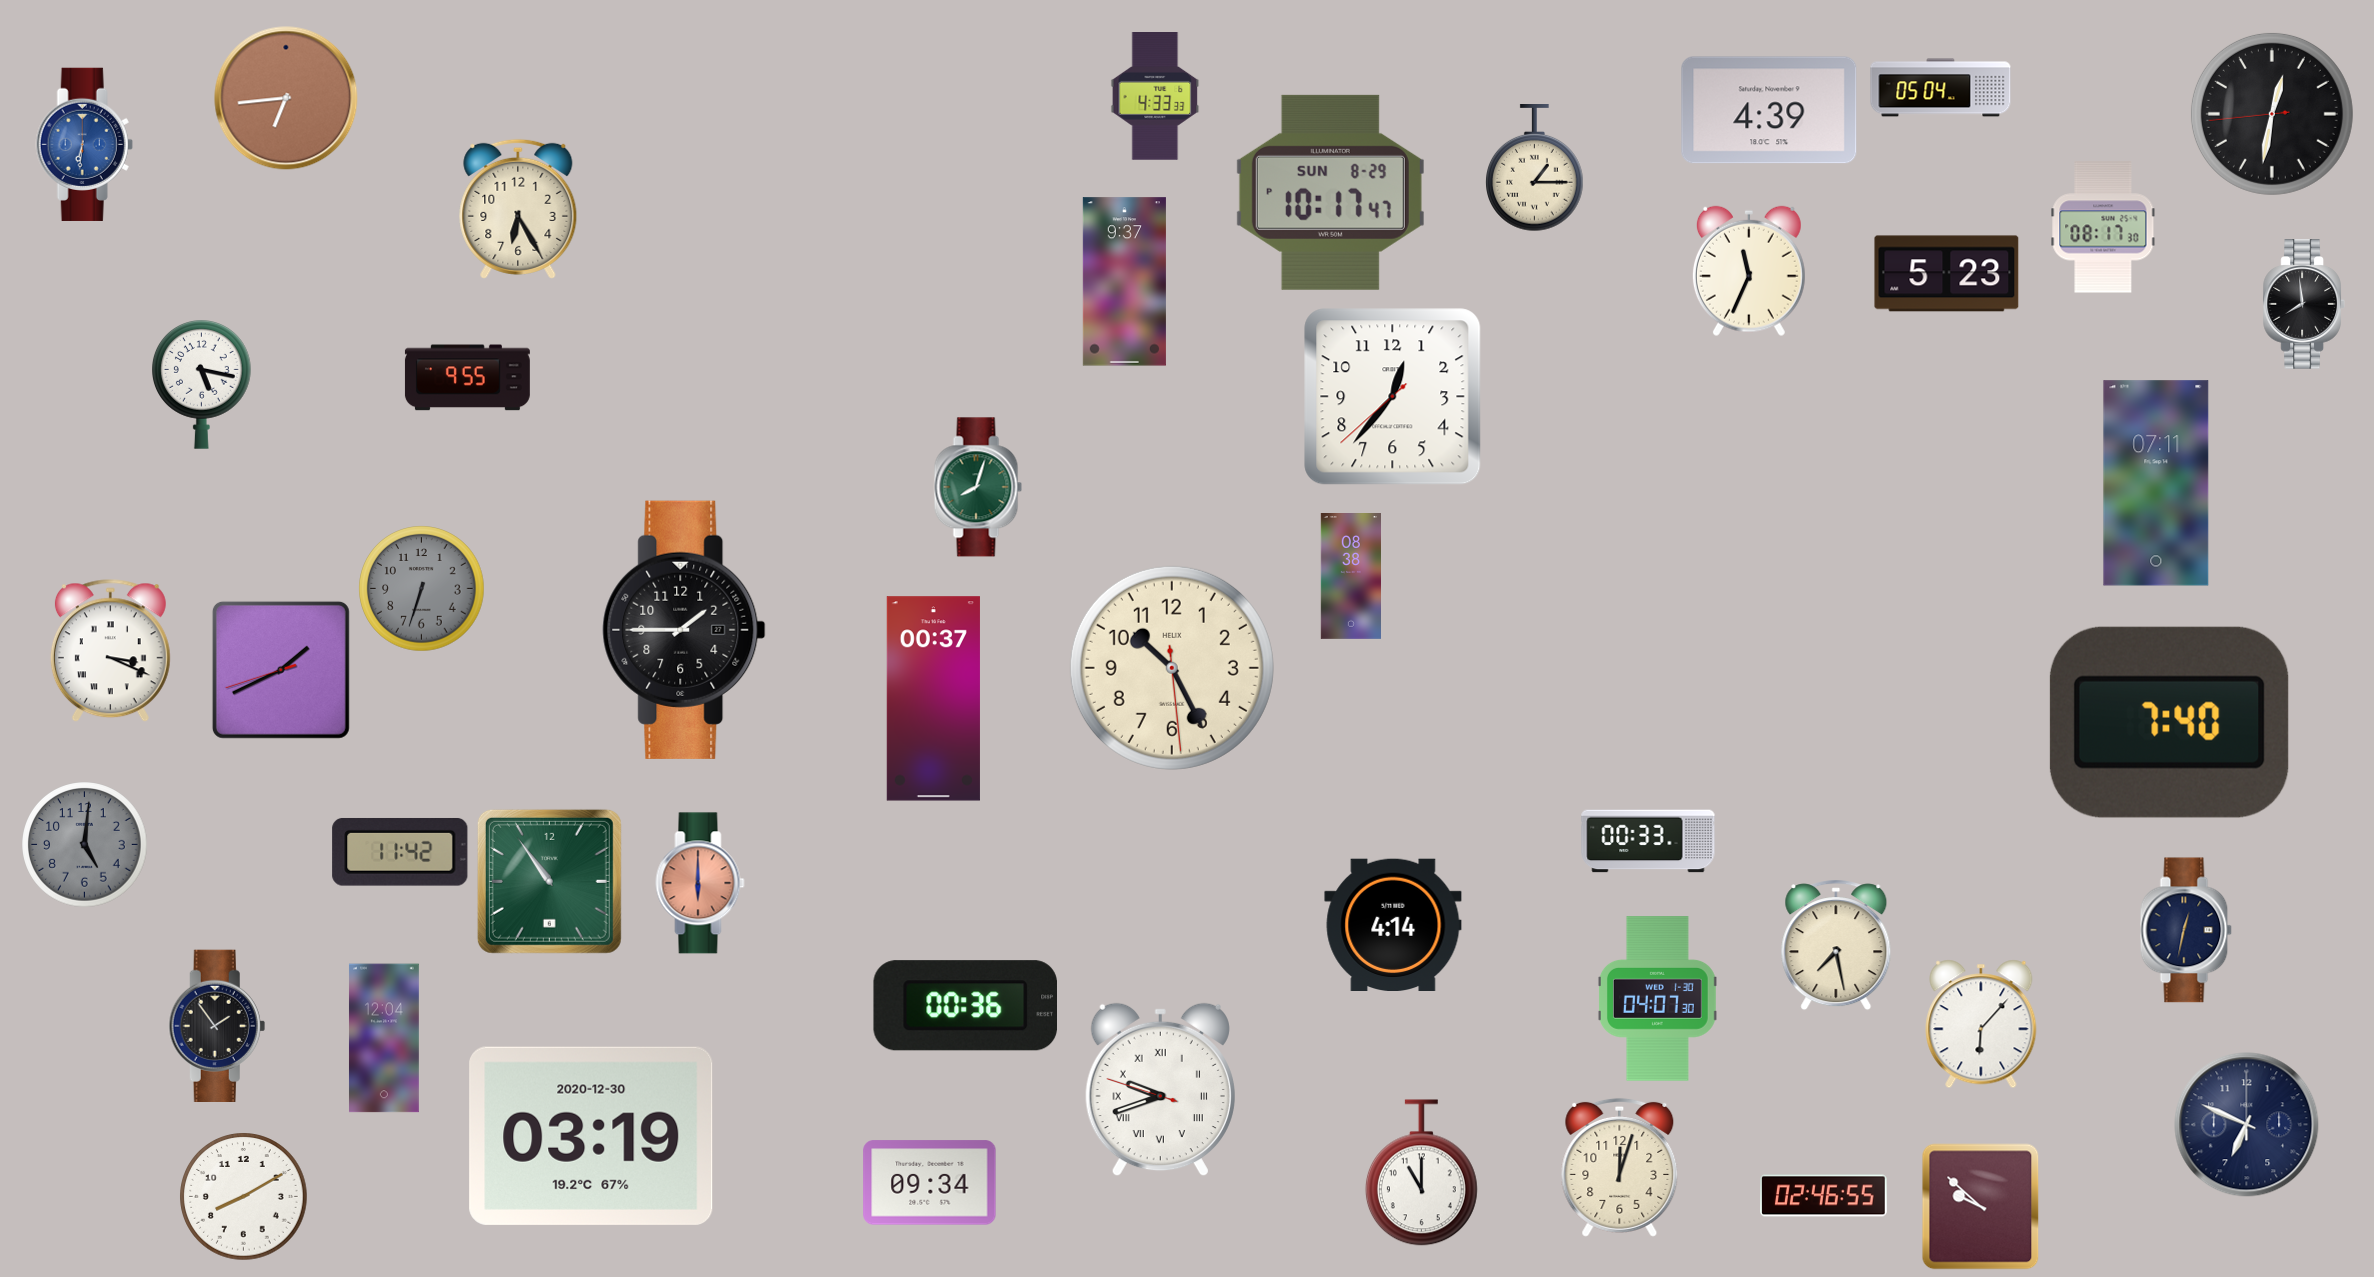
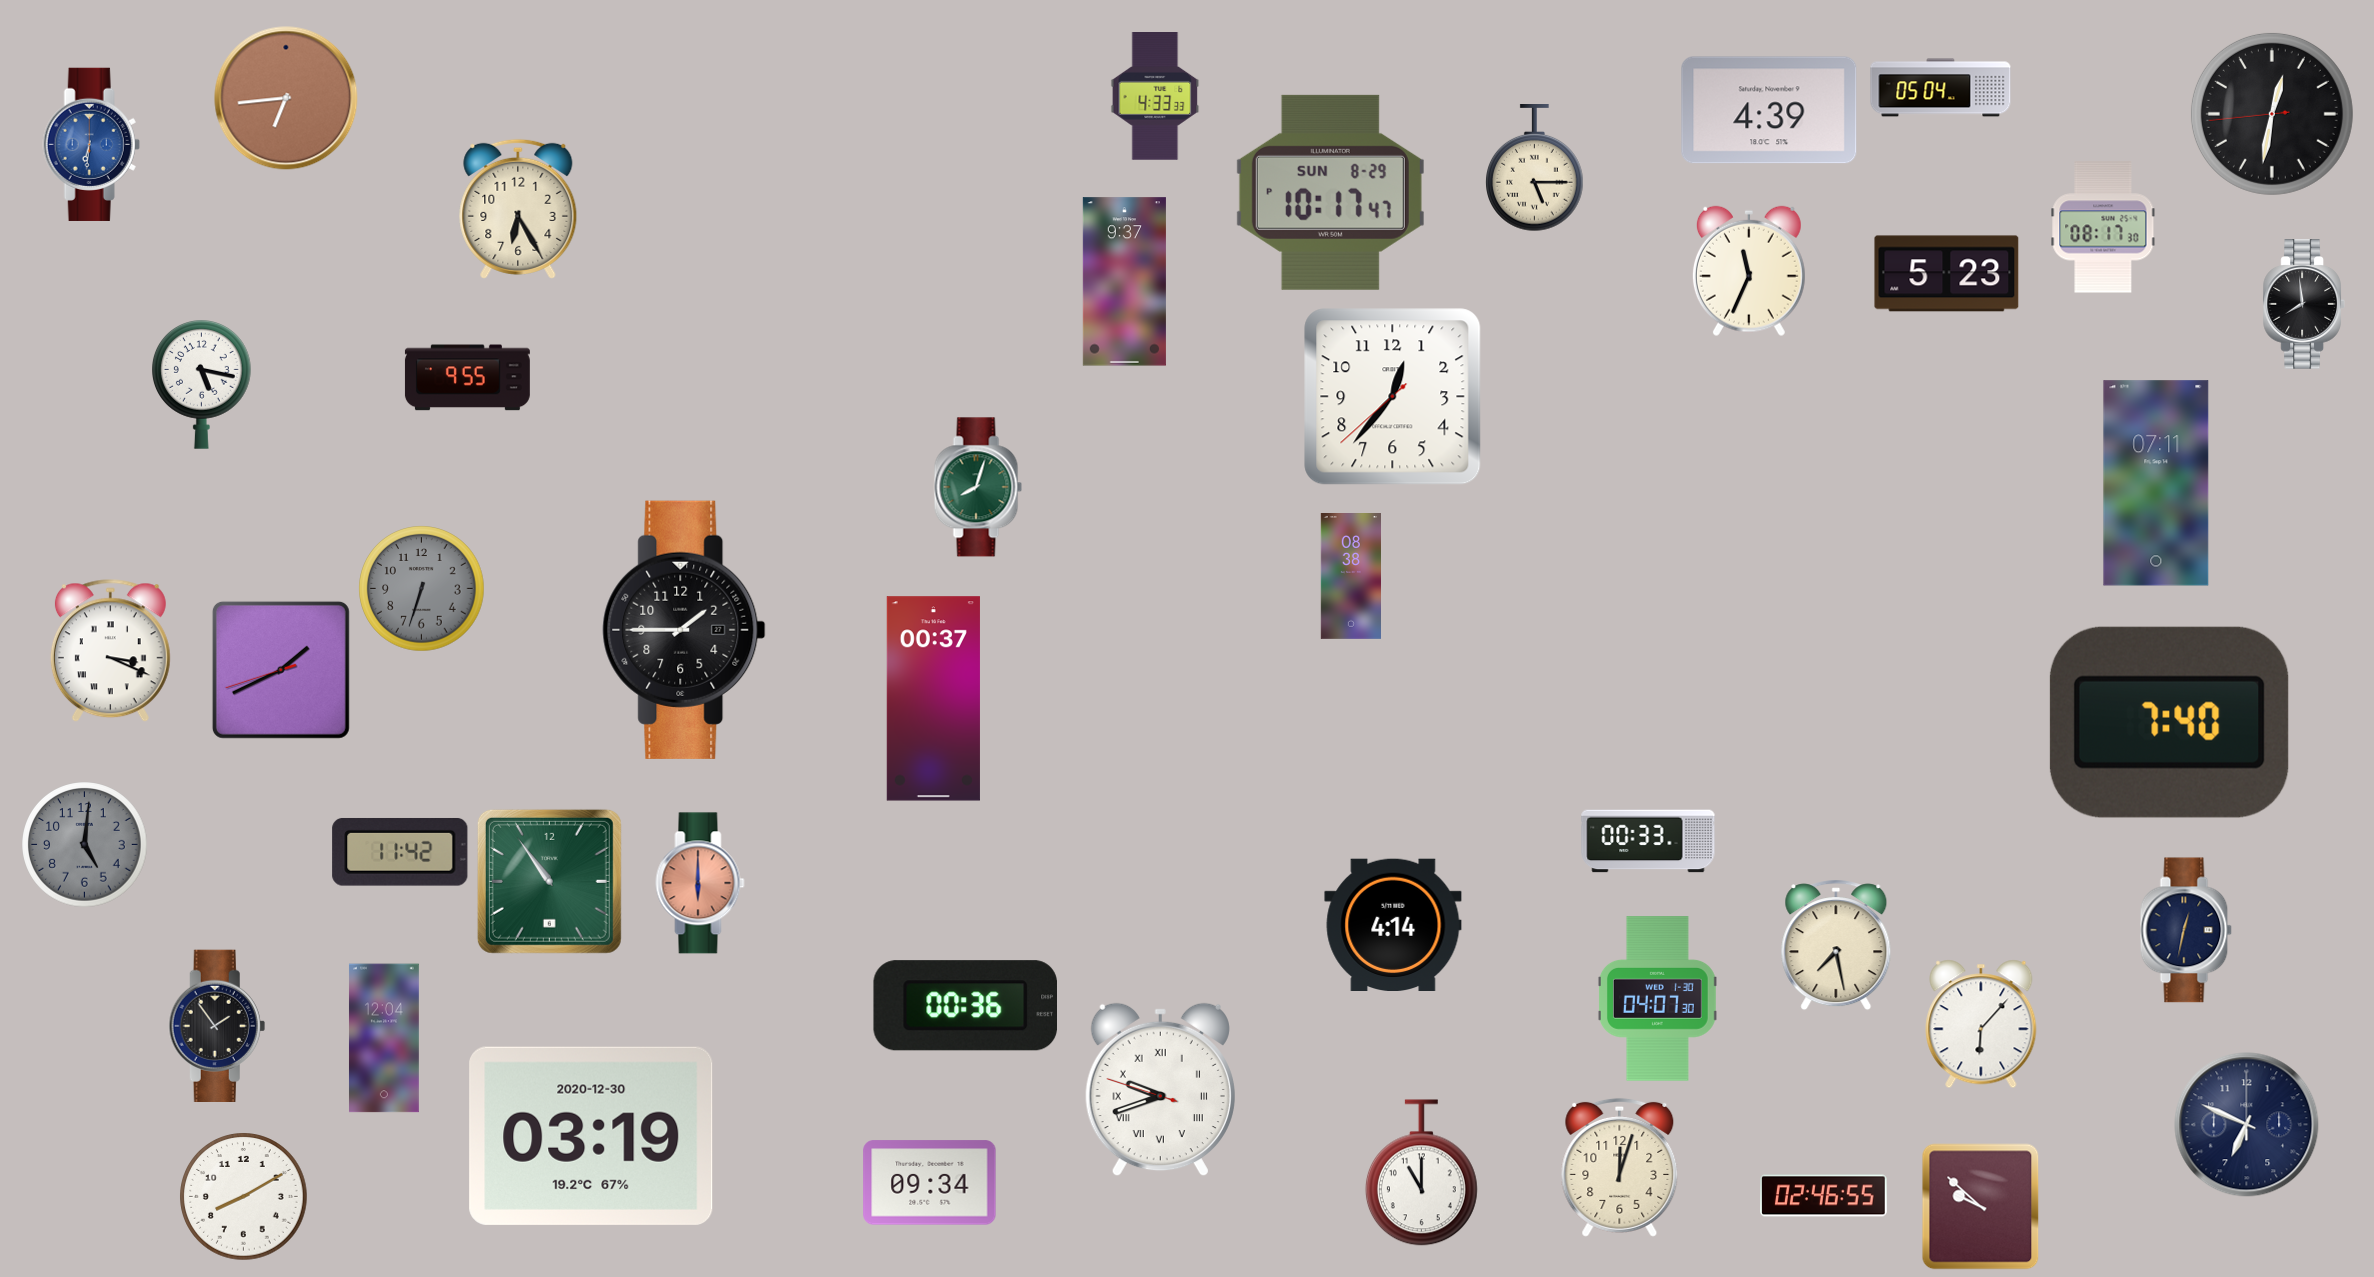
clock at (84, 144) position: (84, 144) -> (91, 144)
clock at (1535, 169): 1:15 -> 5:15
clock at (1172, 668): 10:25 -> none
